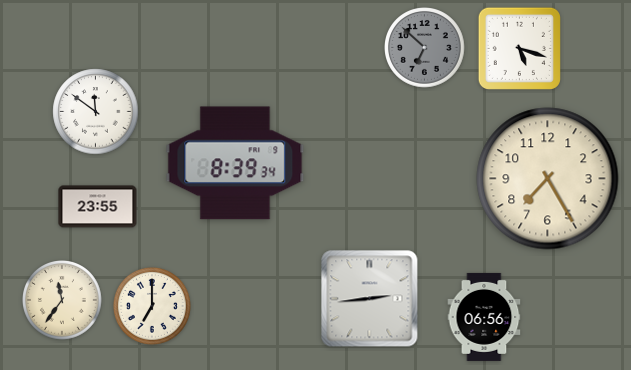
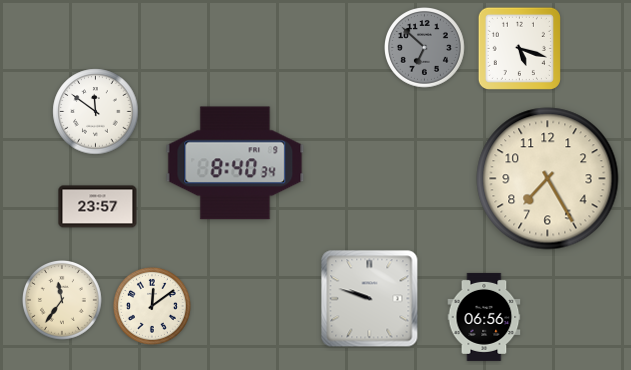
clock at (235, 163): 8:39 -> 8:40
clock at (98, 207): 23:55 -> 23:57
clock at (370, 299): 2:44 -> 9:48
clock at (152, 306): 7:00 -> 12:09
